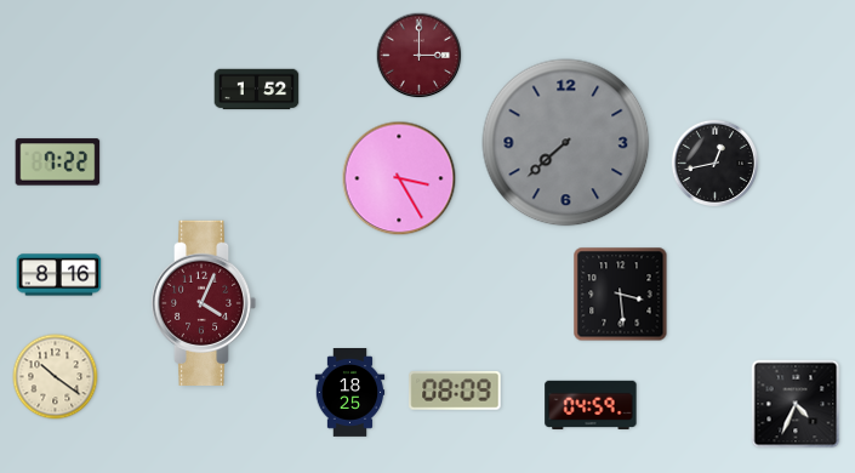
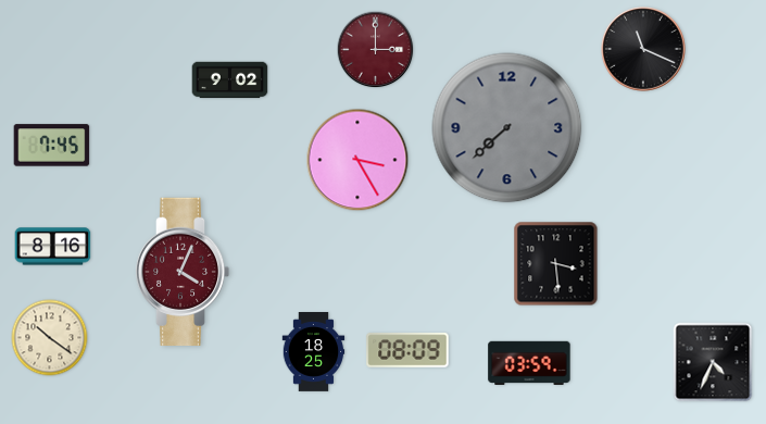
clock at (643, 49): none -> 11:19
clock at (257, 90): 1:52 -> 9:02
clock at (58, 163): 7:22 -> 7:45
clock at (714, 163): 12:43 -> none
clock at (591, 404): 04:59 -> 03:59
